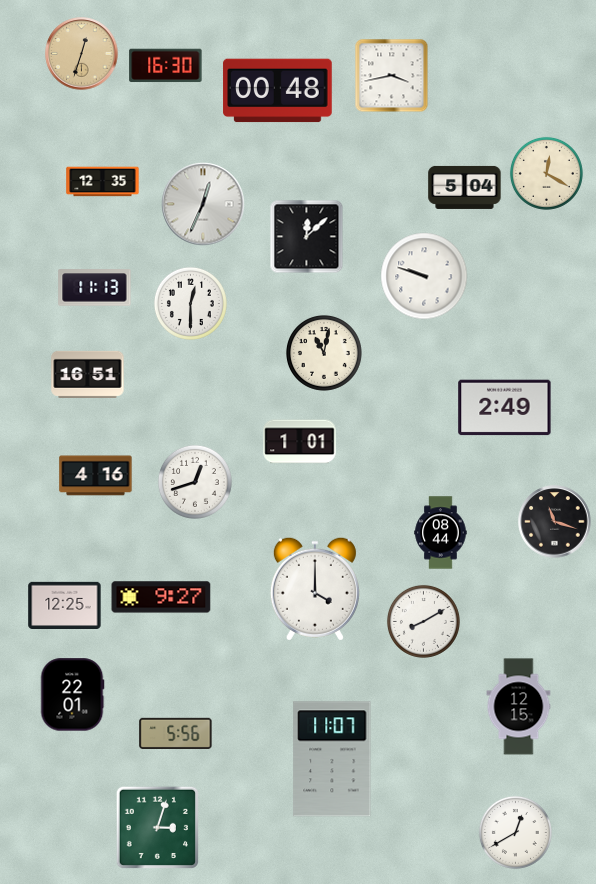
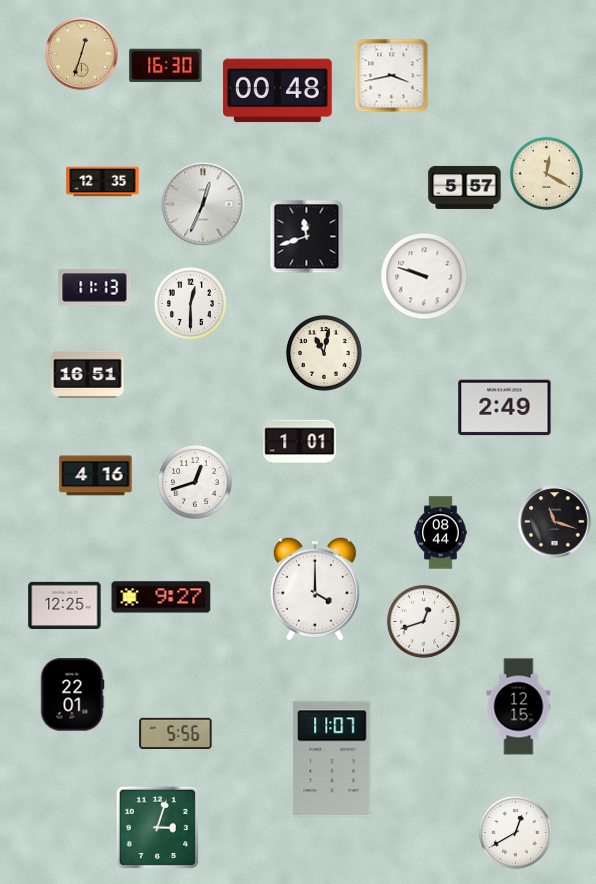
clock at (465, 187): 5:04 -> 5:57
clock at (307, 237): 12:08 -> 11:42
clock at (423, 621): 8:10 -> 12:42
